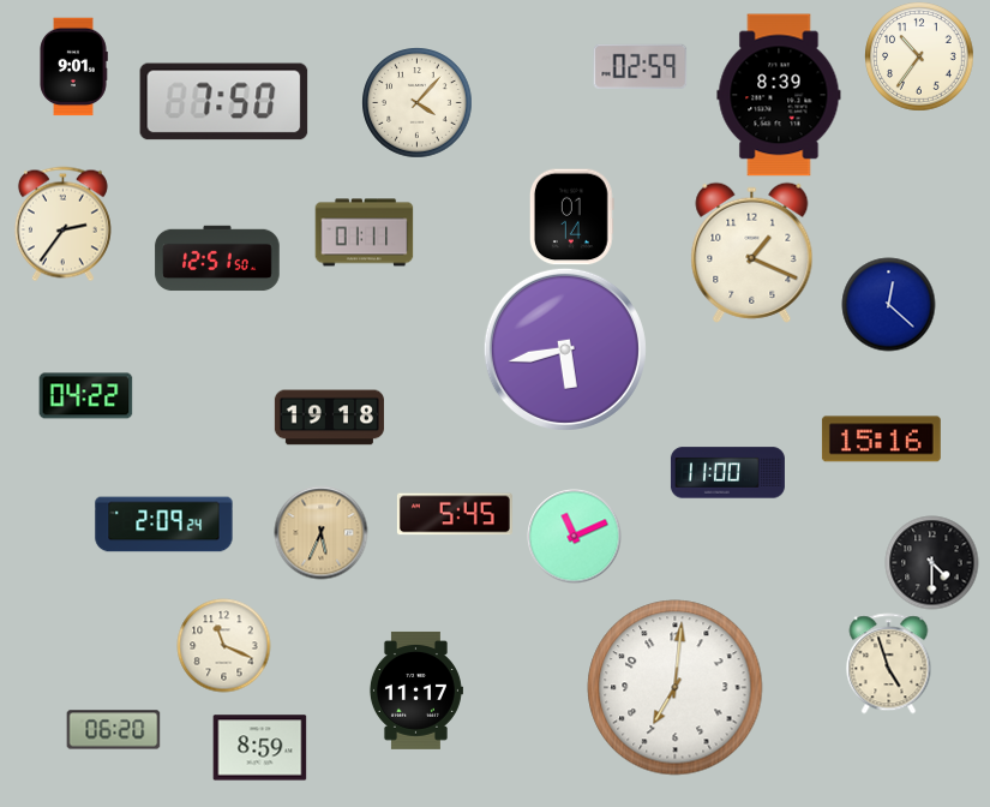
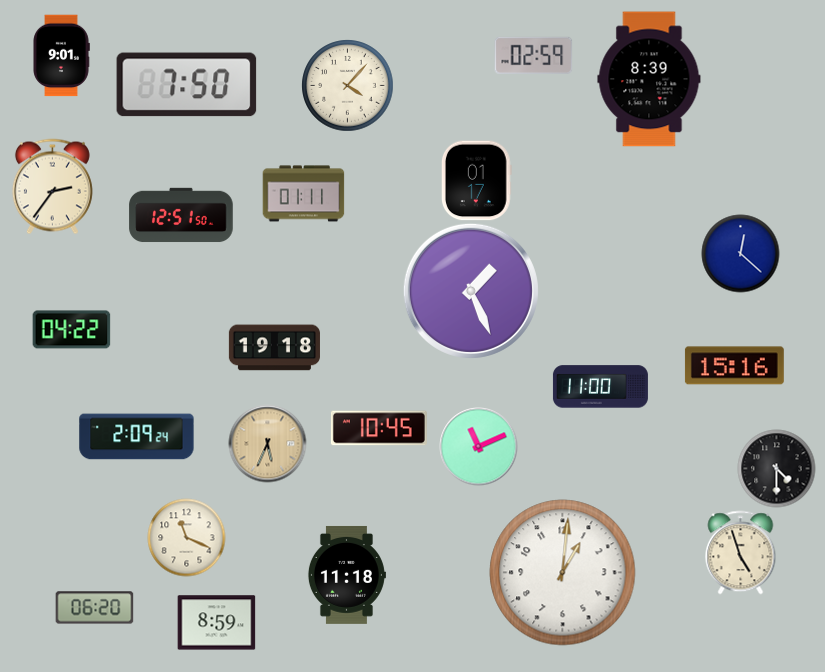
clock at (919, 56): 10:36 -> none
clock at (572, 216): 01:14 -> 01:17
clock at (752, 252): 1:19 -> none
clock at (565, 349): 5:43 -> 1:26
clock at (727, 473) position: (727, 473) -> (600, 387)
clock at (455, 514): 5:45 -> 10:45
clock at (676, 688): 7:01 -> 1:01
clock at (415, 691): 11:17 -> 11:18
